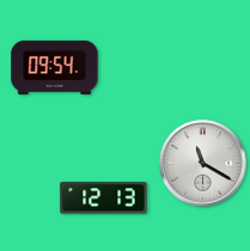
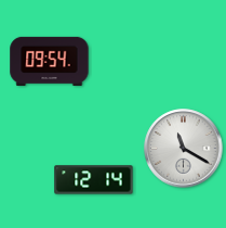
clock at (104, 198): 12:13 -> 12:14
